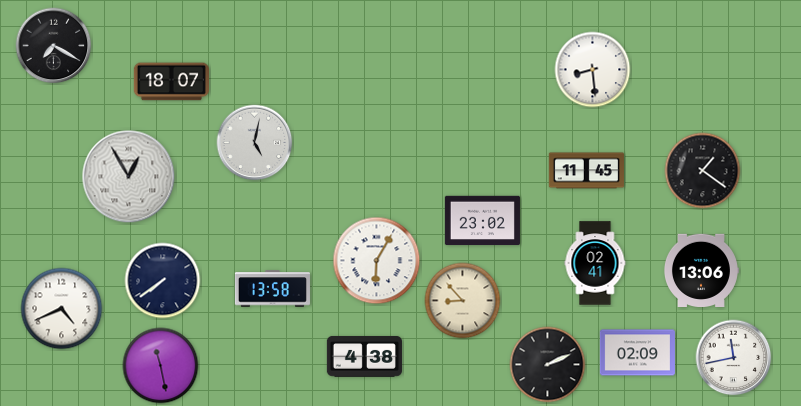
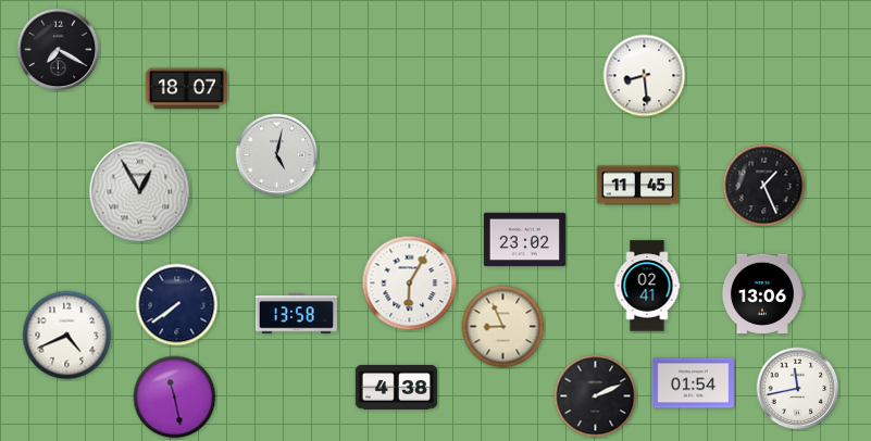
clock at (703, 171): 1:21 -> 1:26
clock at (463, 301): 8:53 -> 8:56
clock at (637, 353): 02:09 -> 01:54
